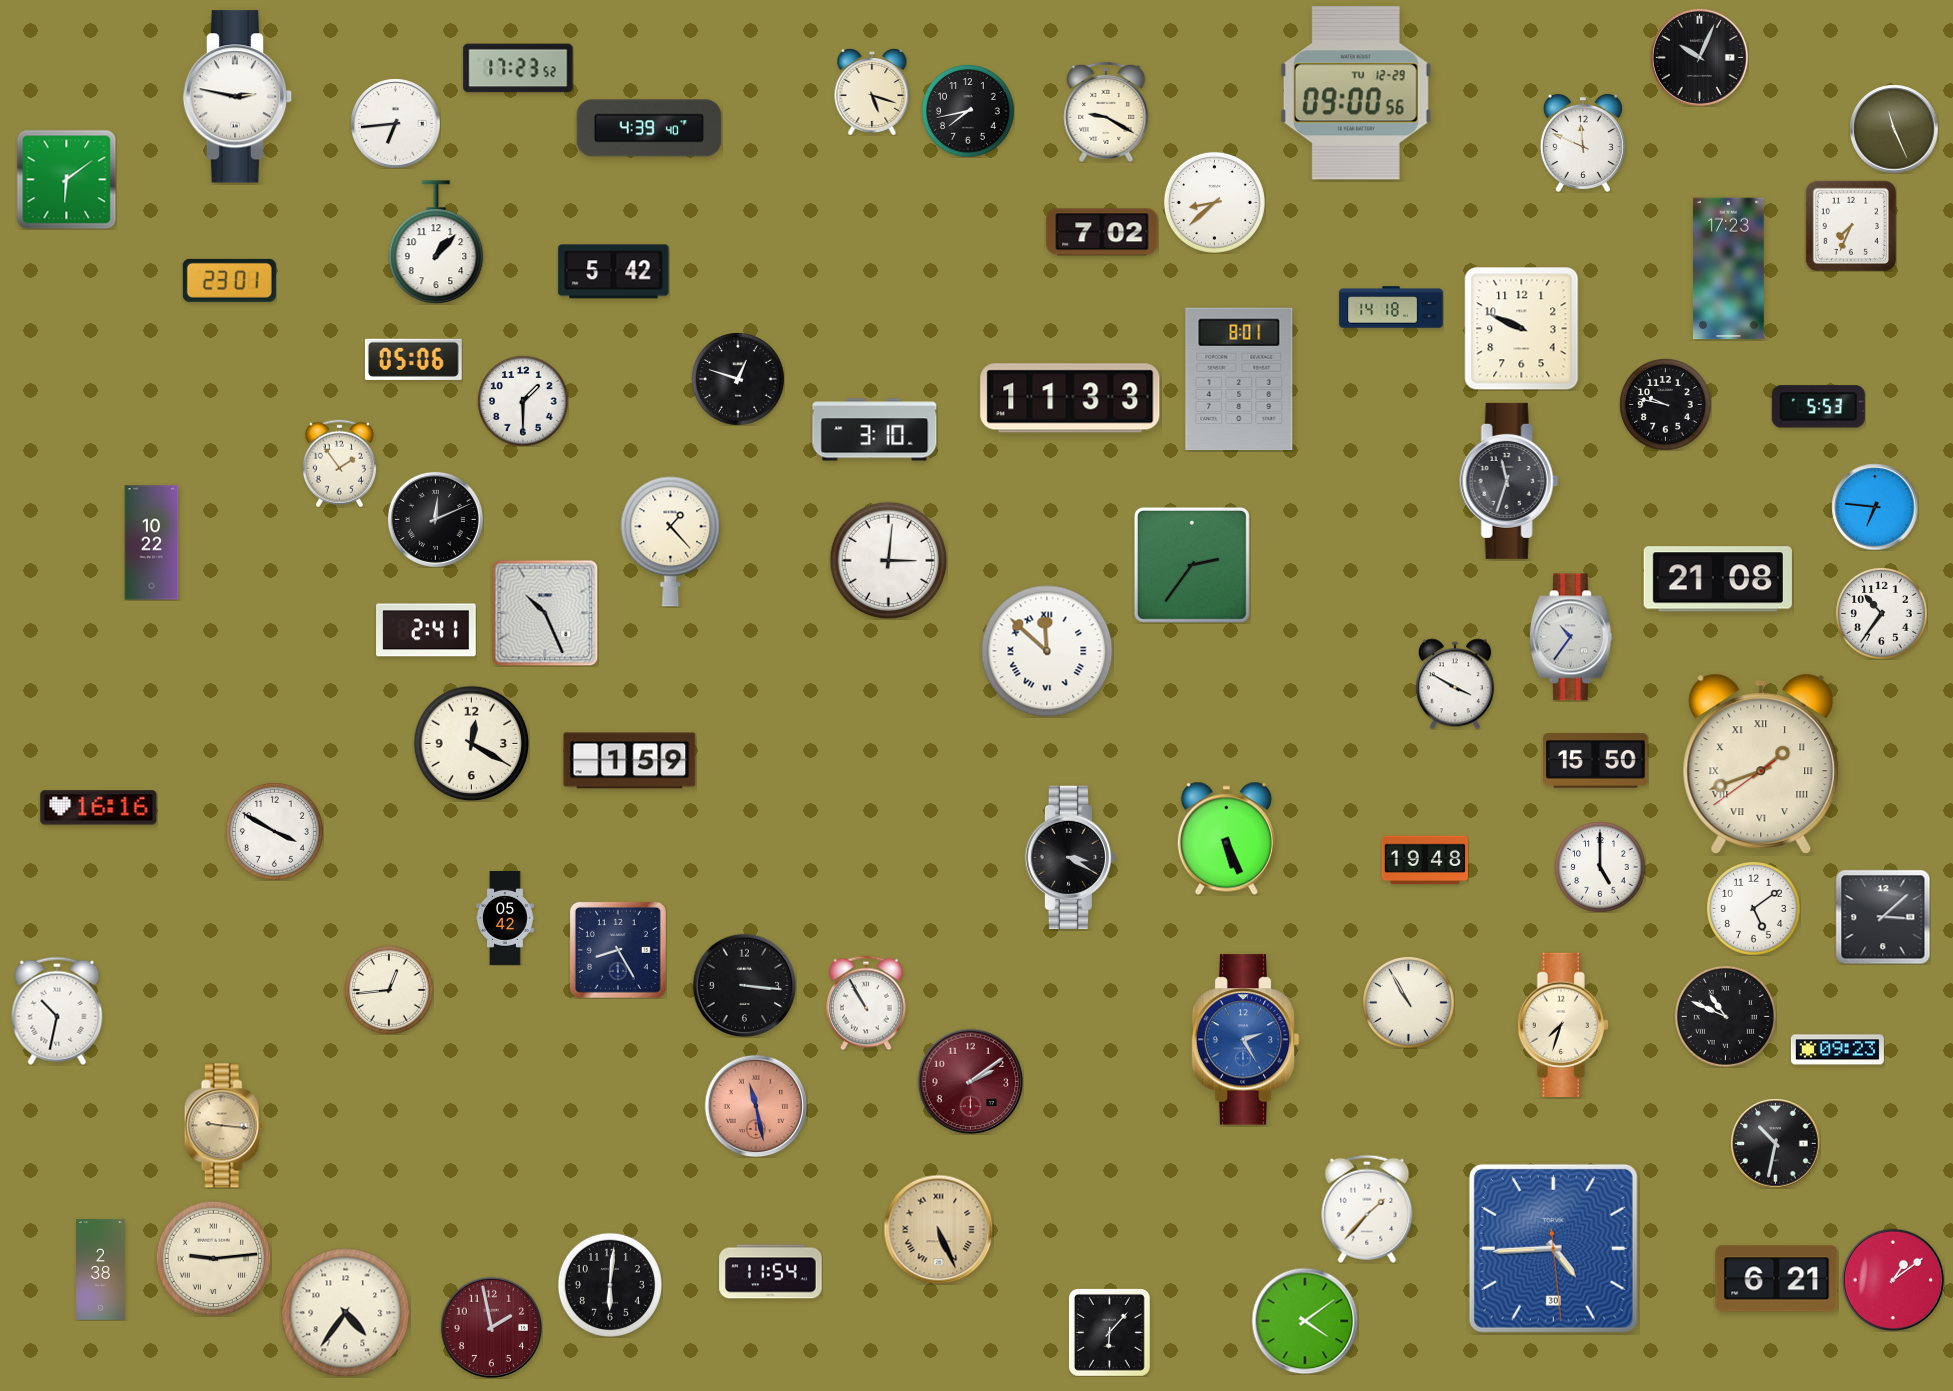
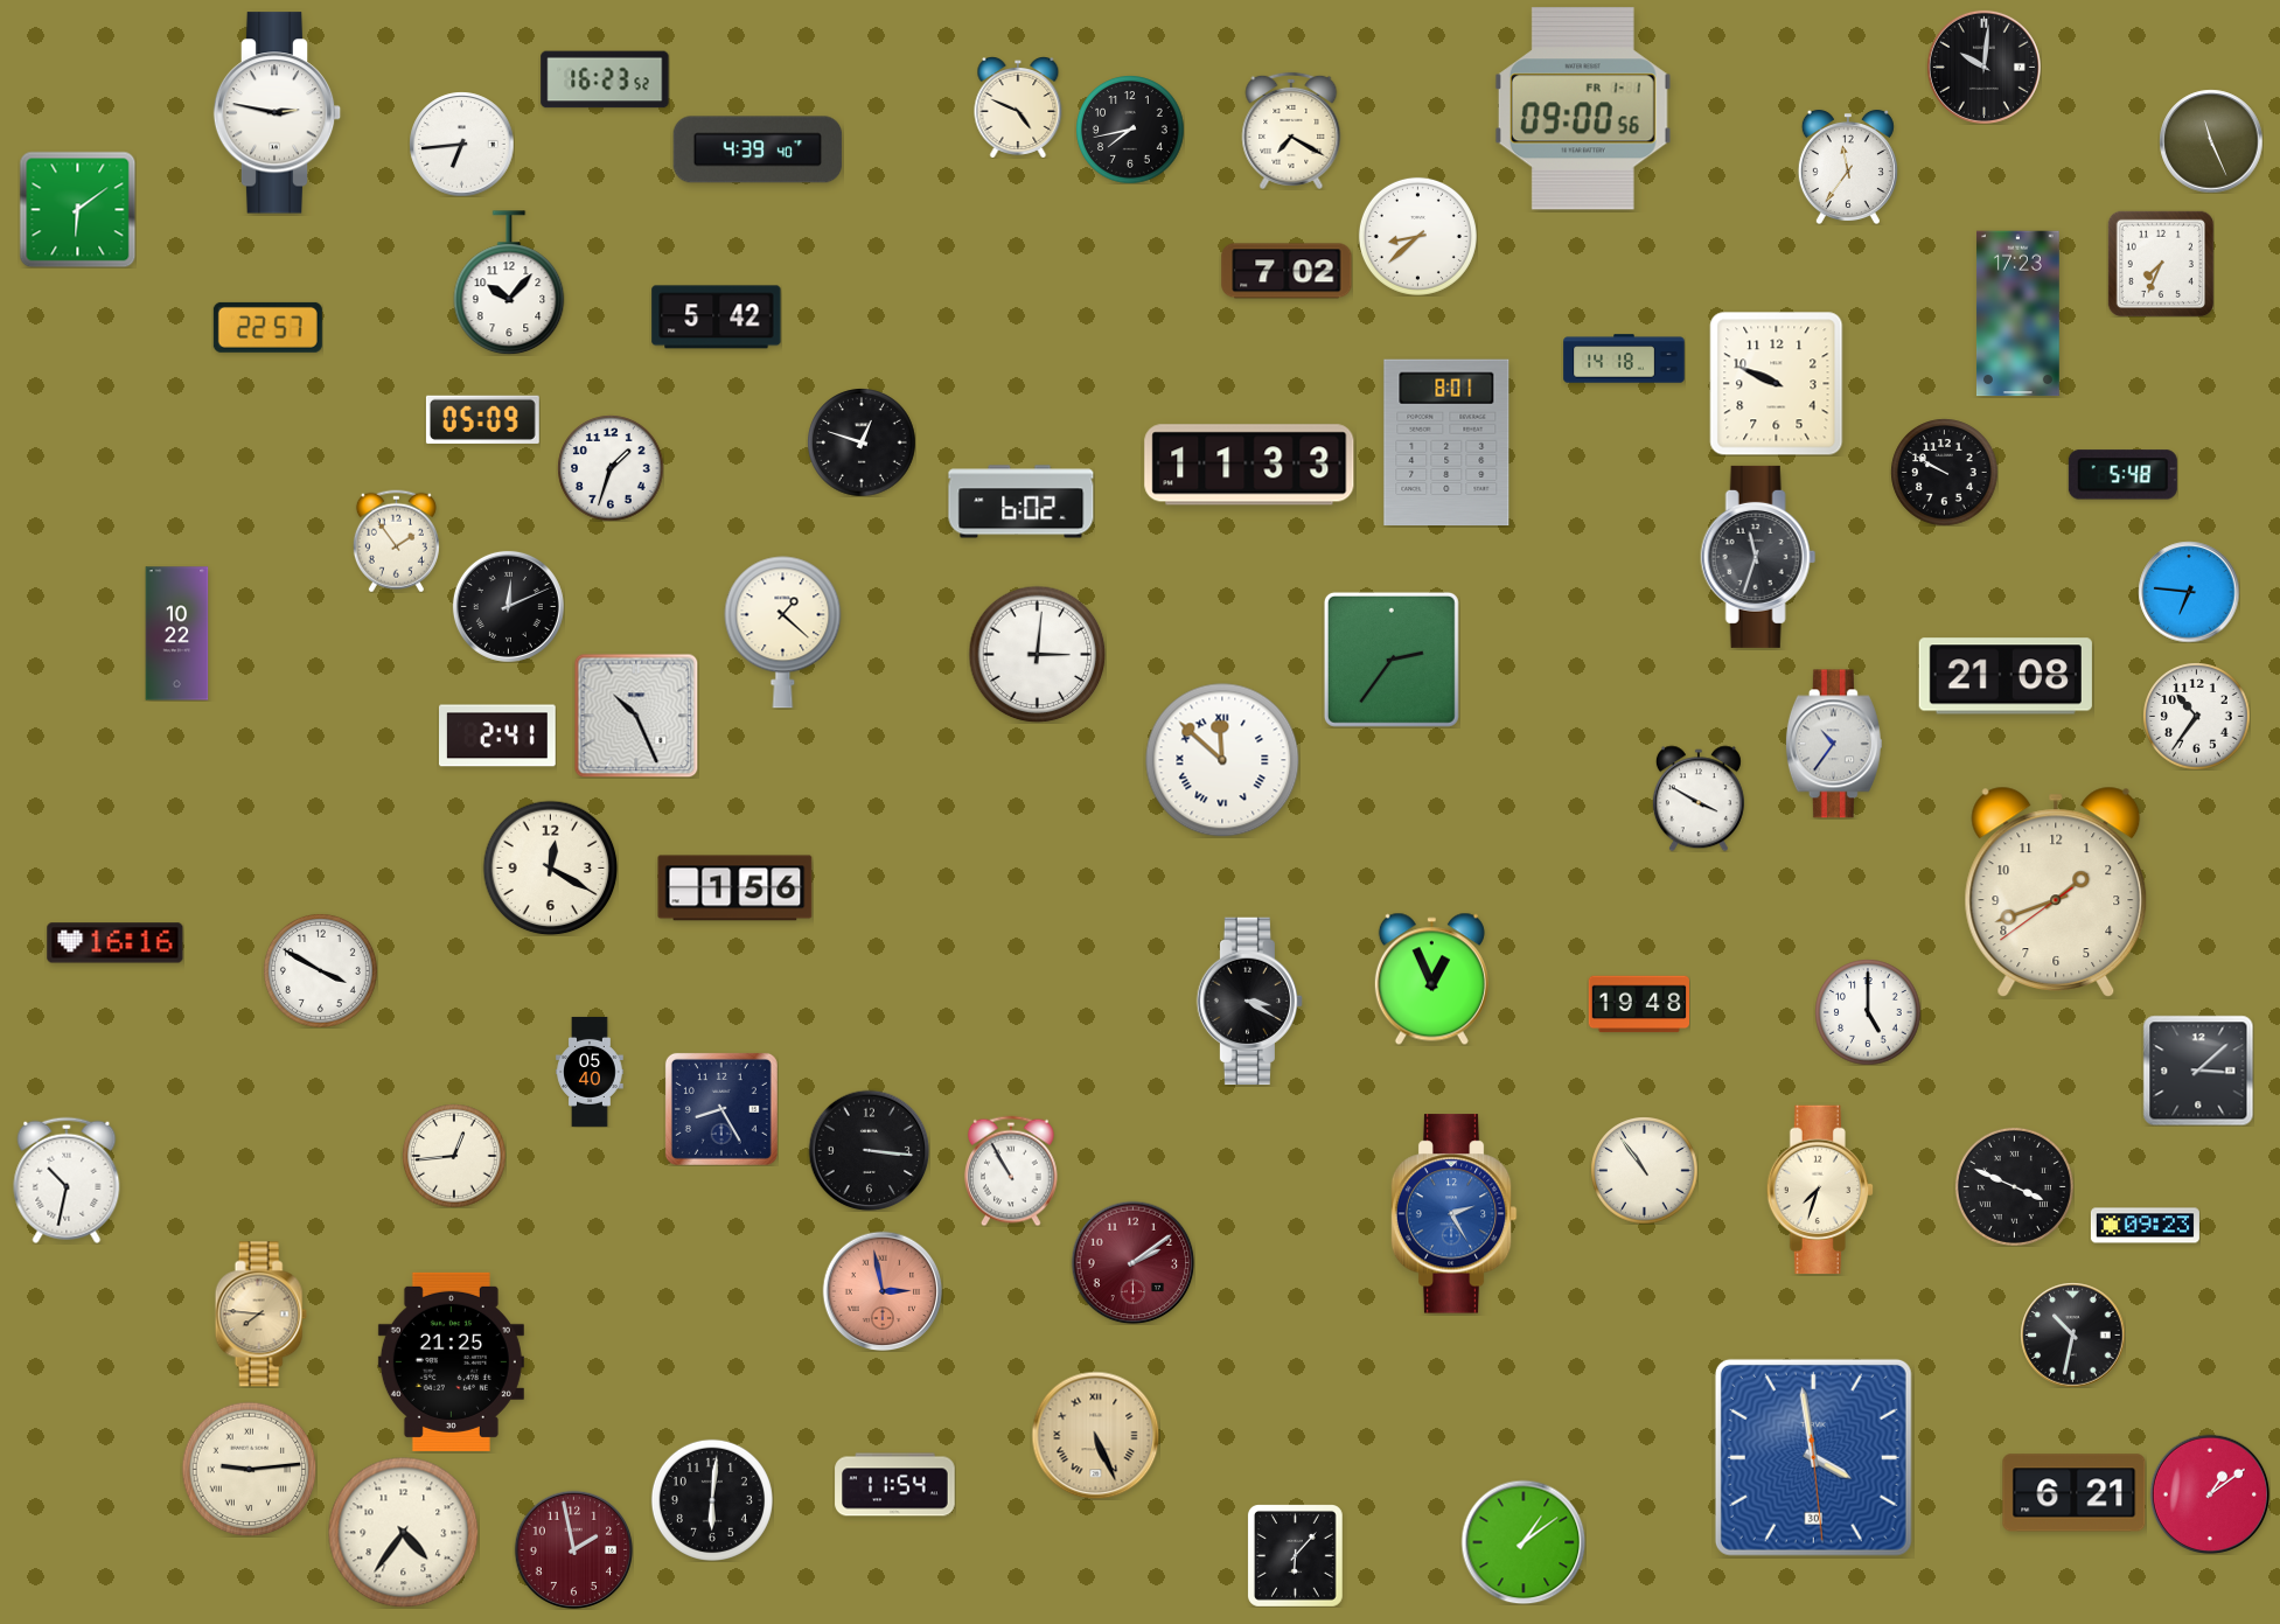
clock at (1699, 57): 10:04 -> 10:01
clock at (518, 68): 17:23 -> 16:23
clock at (872, 92): 5:18 -> 4:49
clock at (1356, 93) date: TU 12-29 -> FR 1-1
clock at (1106, 112): 9:20 -> 7:20
clock at (1894, 129) position: (1894, 129) -> (2211, 141)
clock at (1583, 143): 11:49 -> 11:36
clock at (436, 242): 1:07 -> 10:07
clock at (229, 280): 23:01 -> 22:57
clock at (413, 359): 05:06 -> 05:09
clock at (523, 401): 1:30 -> 1:33
clock at (1665, 404): 9:47 -> 9:50
clock at (1818, 407): 5:53 -> 5:48
clock at (875, 430): 3:10 -> 6:02
clock at (1509, 481) position: (1509, 481) -> (1758, 557)
clock at (671, 542): 1:23 -> 1:22
clock at (630, 761): 1:59 -> 1:56
clock at (1596, 761): 15:50 -> none
clock at (1761, 763) numerals: Roman -> Arabic
clock at (1226, 838): 5:26 -> 12:56
clock at (1424, 860) position: (1424, 860) -> (1638, 1004)
clock at (1754, 909): 5:09 -> none
clock at (505, 918): 05:42 -> 05:40
clock at (1408, 1002): 10:55 -> 10:54
clock at (1725, 1016): 10:49 -> 3:49
clock at (1562, 1025) position: (1562, 1025) -> (1819, 1190)
clock at (756, 1106): 11:28 -> 2:58
clock at (223, 1126): 9:16 -> 7:46
clock at (451, 1361): none -> 21:25
clock at (1367, 1209): 1:37 -> none
clock at (1553, 1248): 4:44 -> 3:58
clock at (101, 1270): 2:38 -> none
clock at (771, 1272) position: (771, 1272) -> (895, 1485)
clock at (1305, 1321): 4:09 -> 1:09
